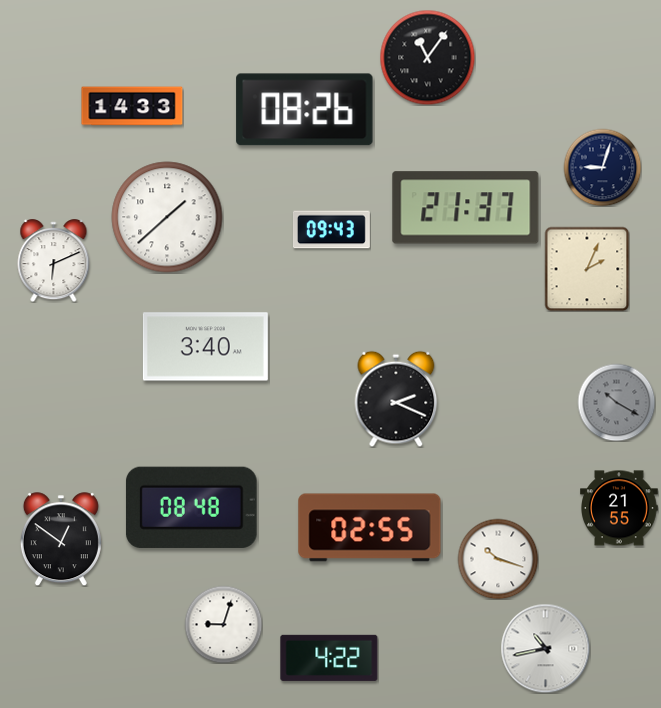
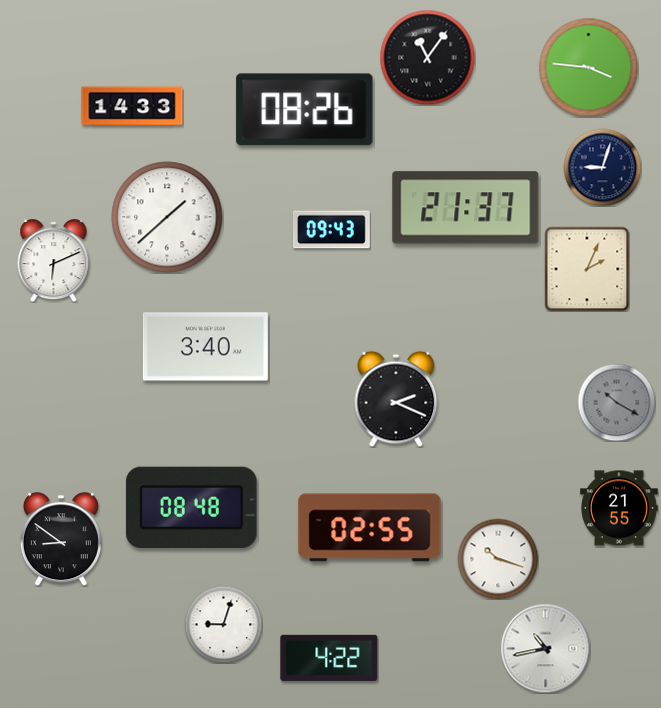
clock at (589, 68): none -> 3:46
clock at (61, 539): 12:51 -> 8:51
